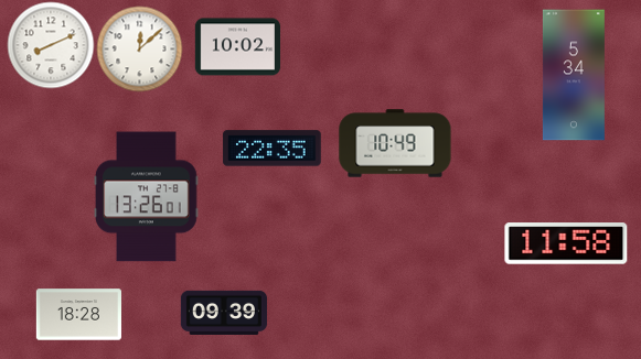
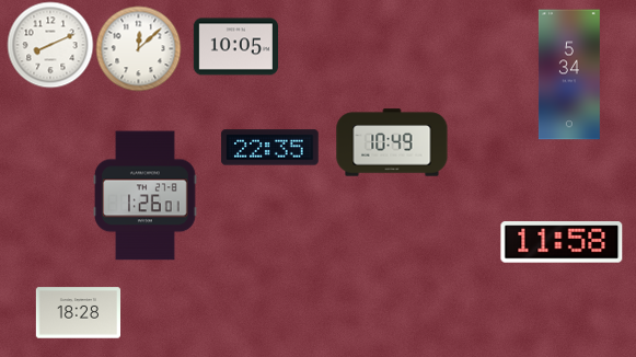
clock at (237, 47): 10:02 -> 10:05
clock at (147, 197): 13:26 -> 1:26
clock at (224, 312): 09:39 -> none
